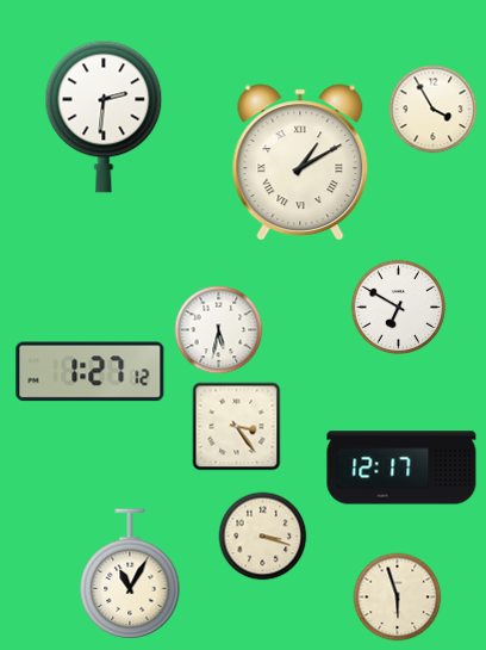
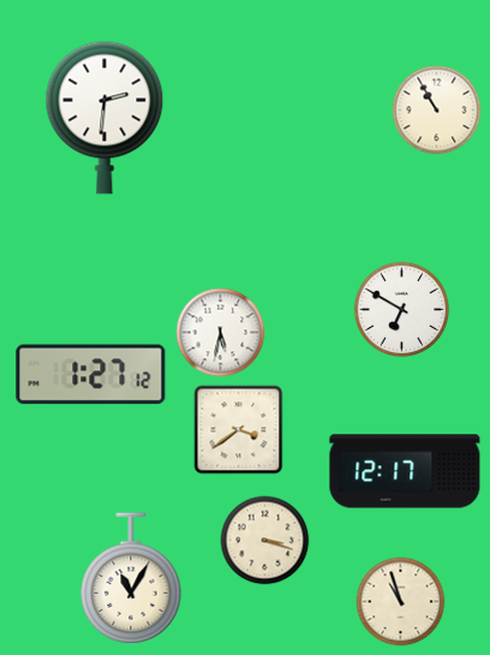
clock at (434, 110): 3:55 -> 10:55
clock at (300, 162): 1:10 -> none
clock at (237, 427): 3:24 -> 3:39
clock at (398, 598): 5:57 -> 10:57
